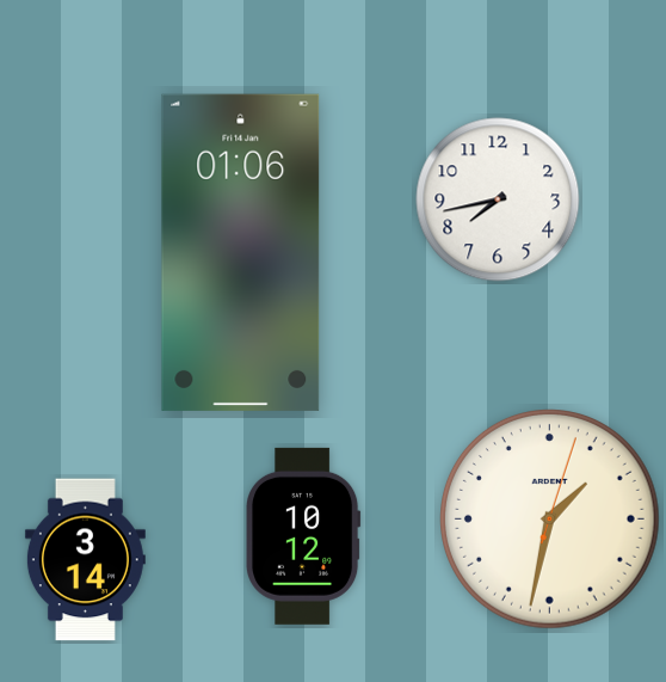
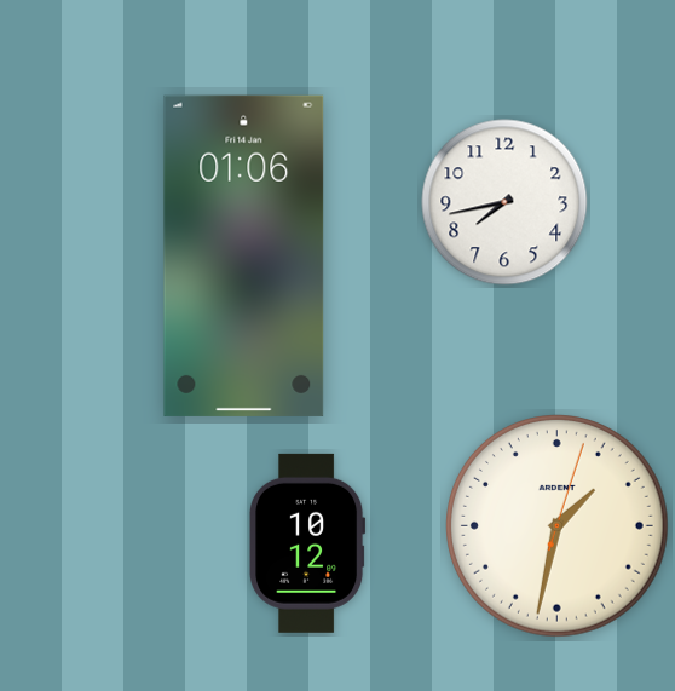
clock at (85, 560): 3:14 -> none
